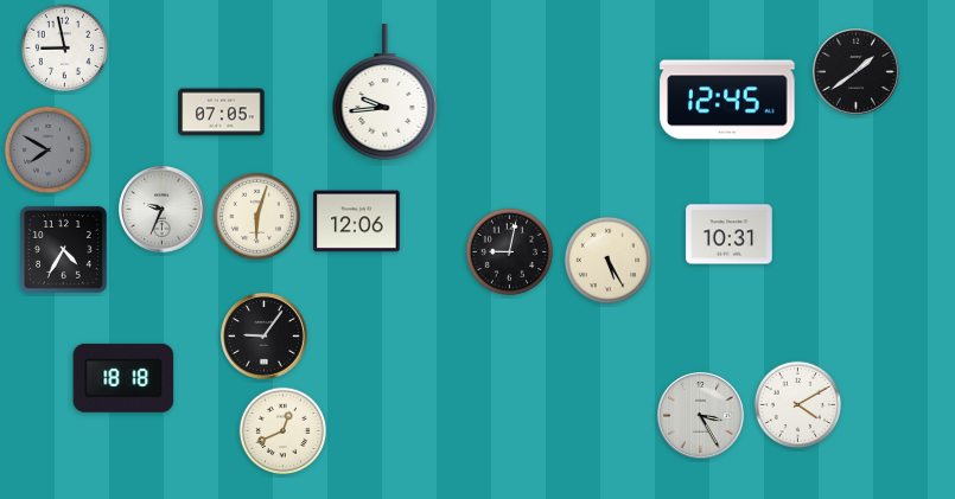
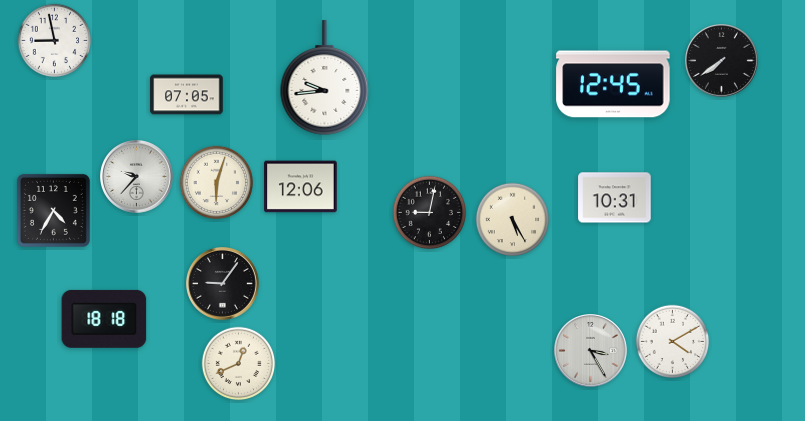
clock at (857, 72): 1:39 -> 7:39
clock at (49, 151): 7:50 -> none
clock at (163, 210): 9:34 -> 9:37
